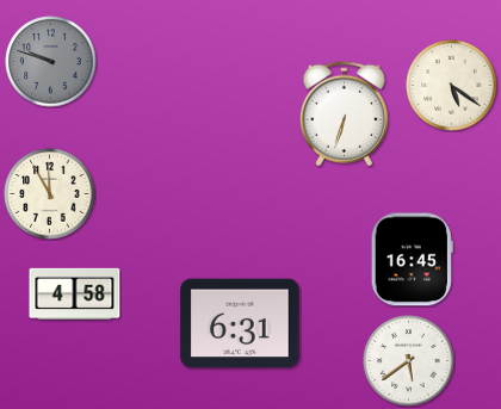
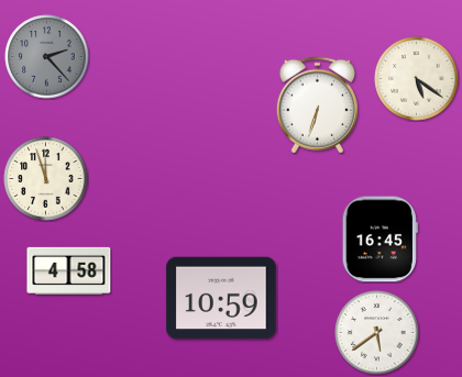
clock at (51, 62): 9:48 -> 2:23
clock at (50, 194): 11:55 -> 11:57
clock at (240, 323): 6:31 -> 10:59
